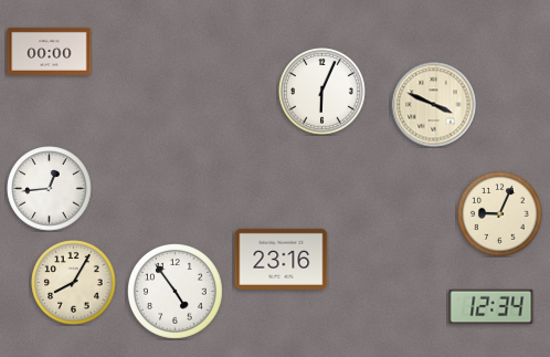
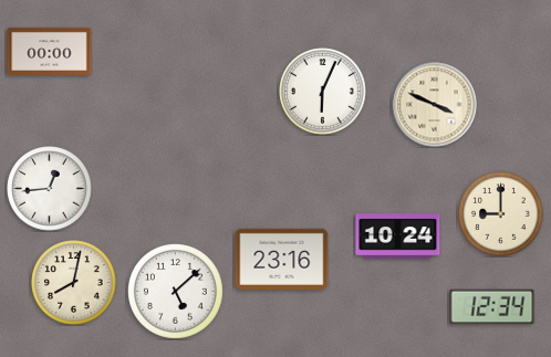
clock at (500, 214): 9:04 -> 9:00
clock at (398, 237): none -> 10:24
clock at (74, 283): 8:05 -> 8:02
clock at (176, 292): 4:54 -> 5:08
